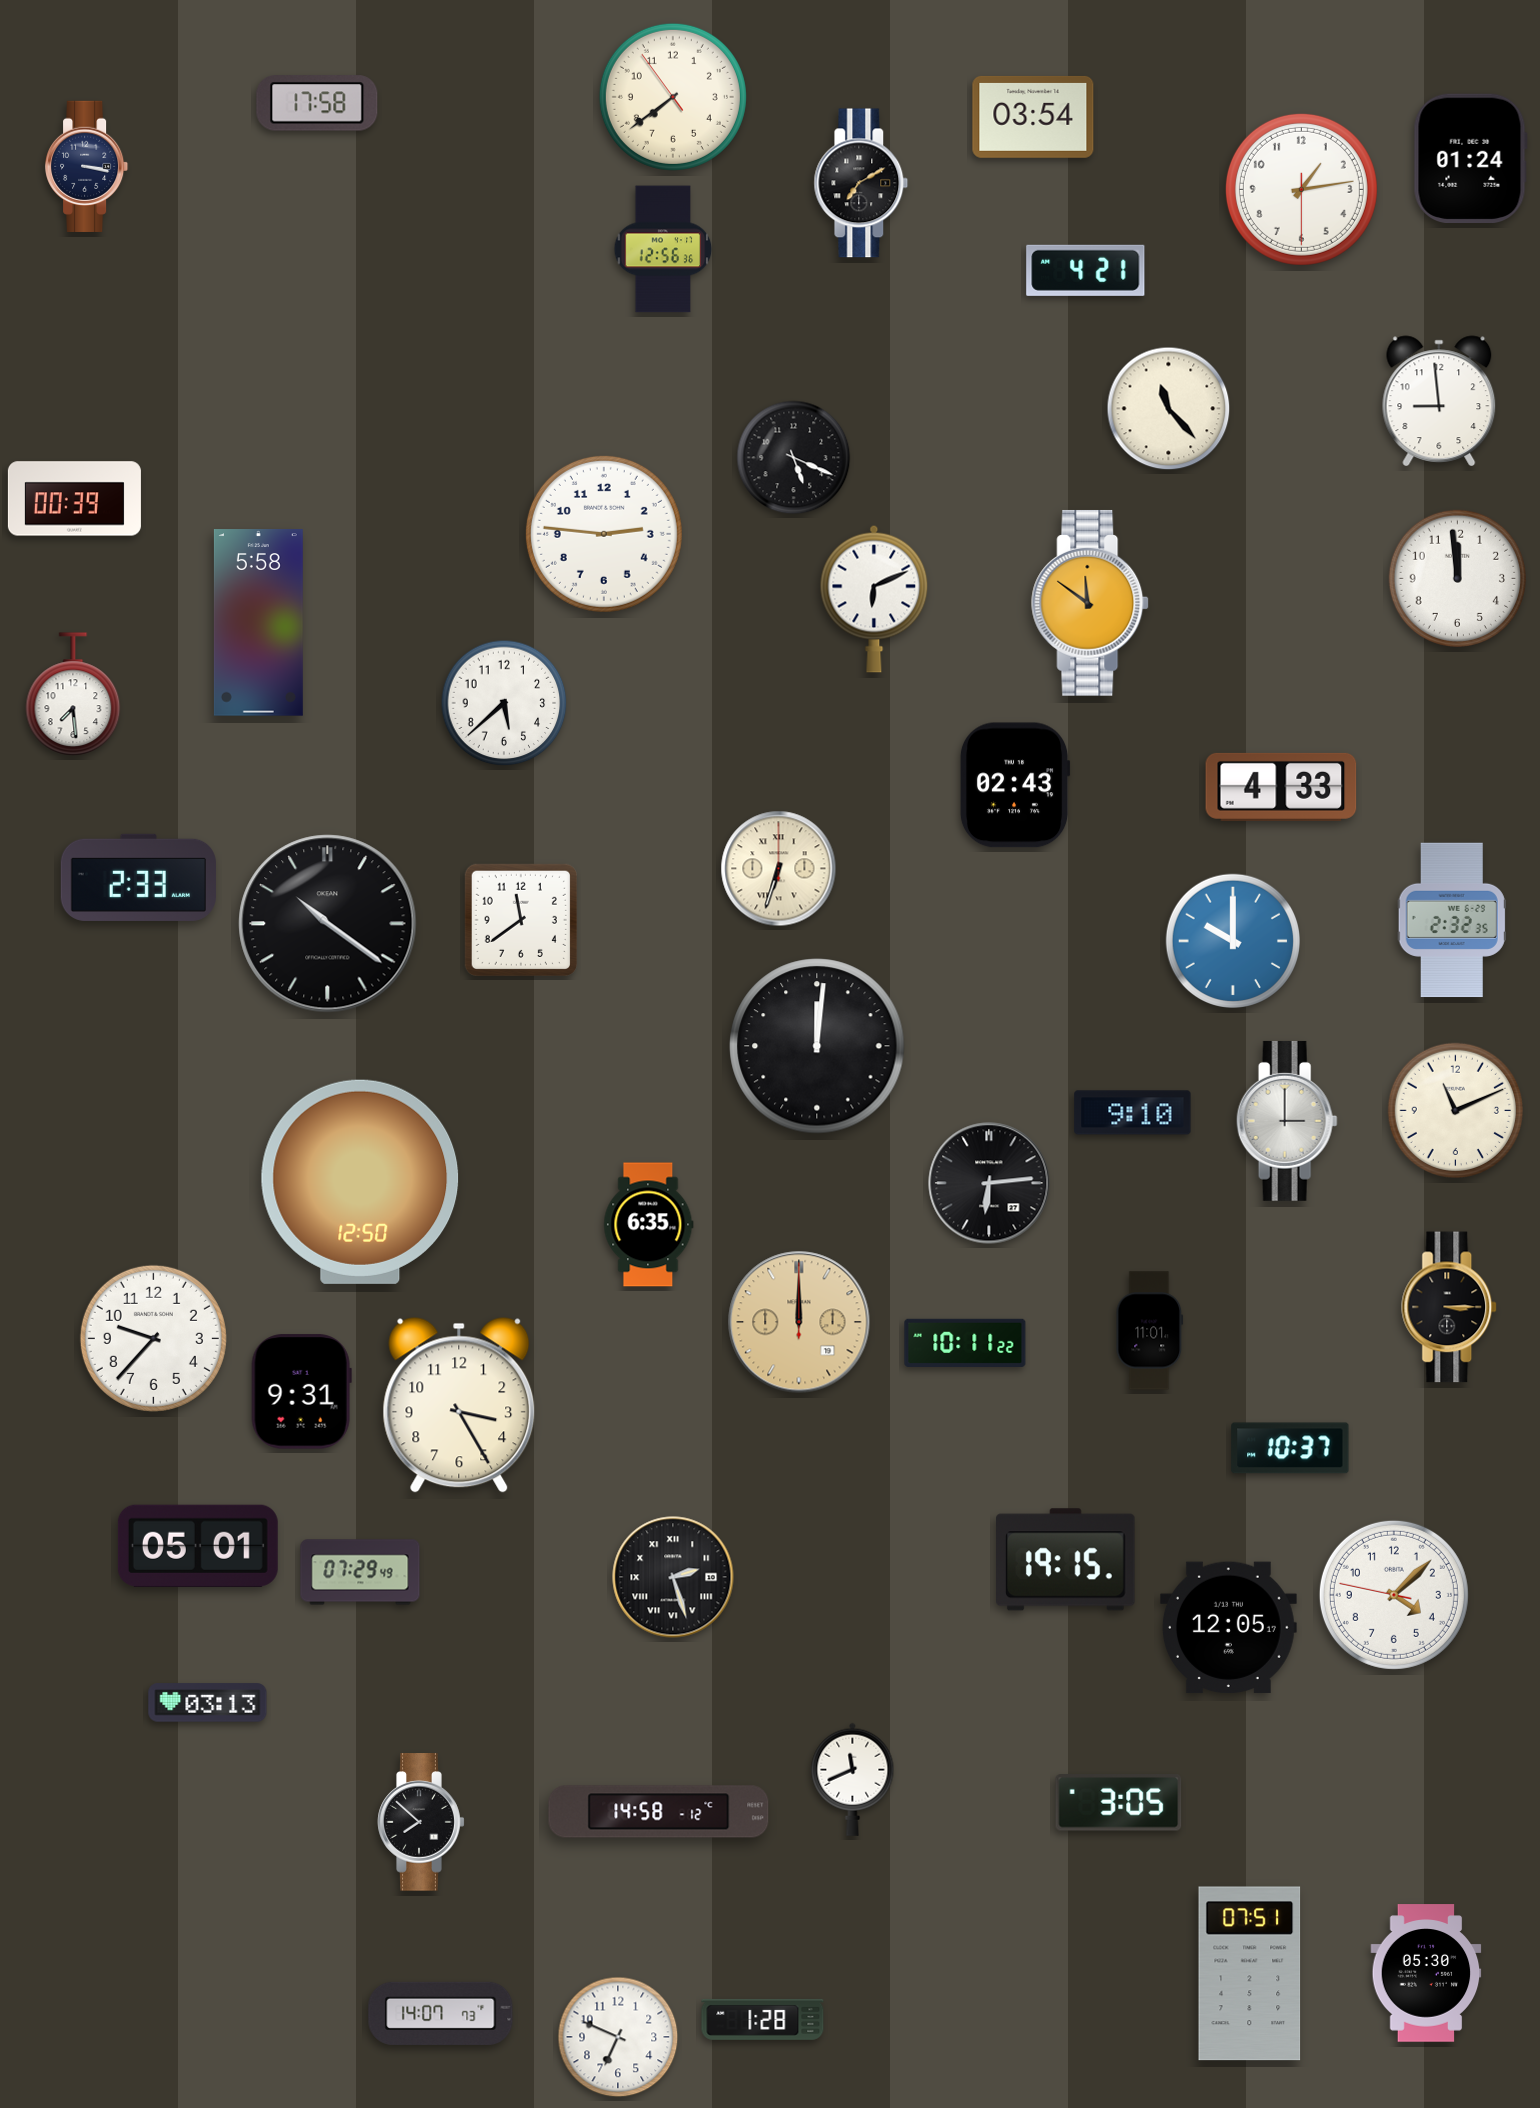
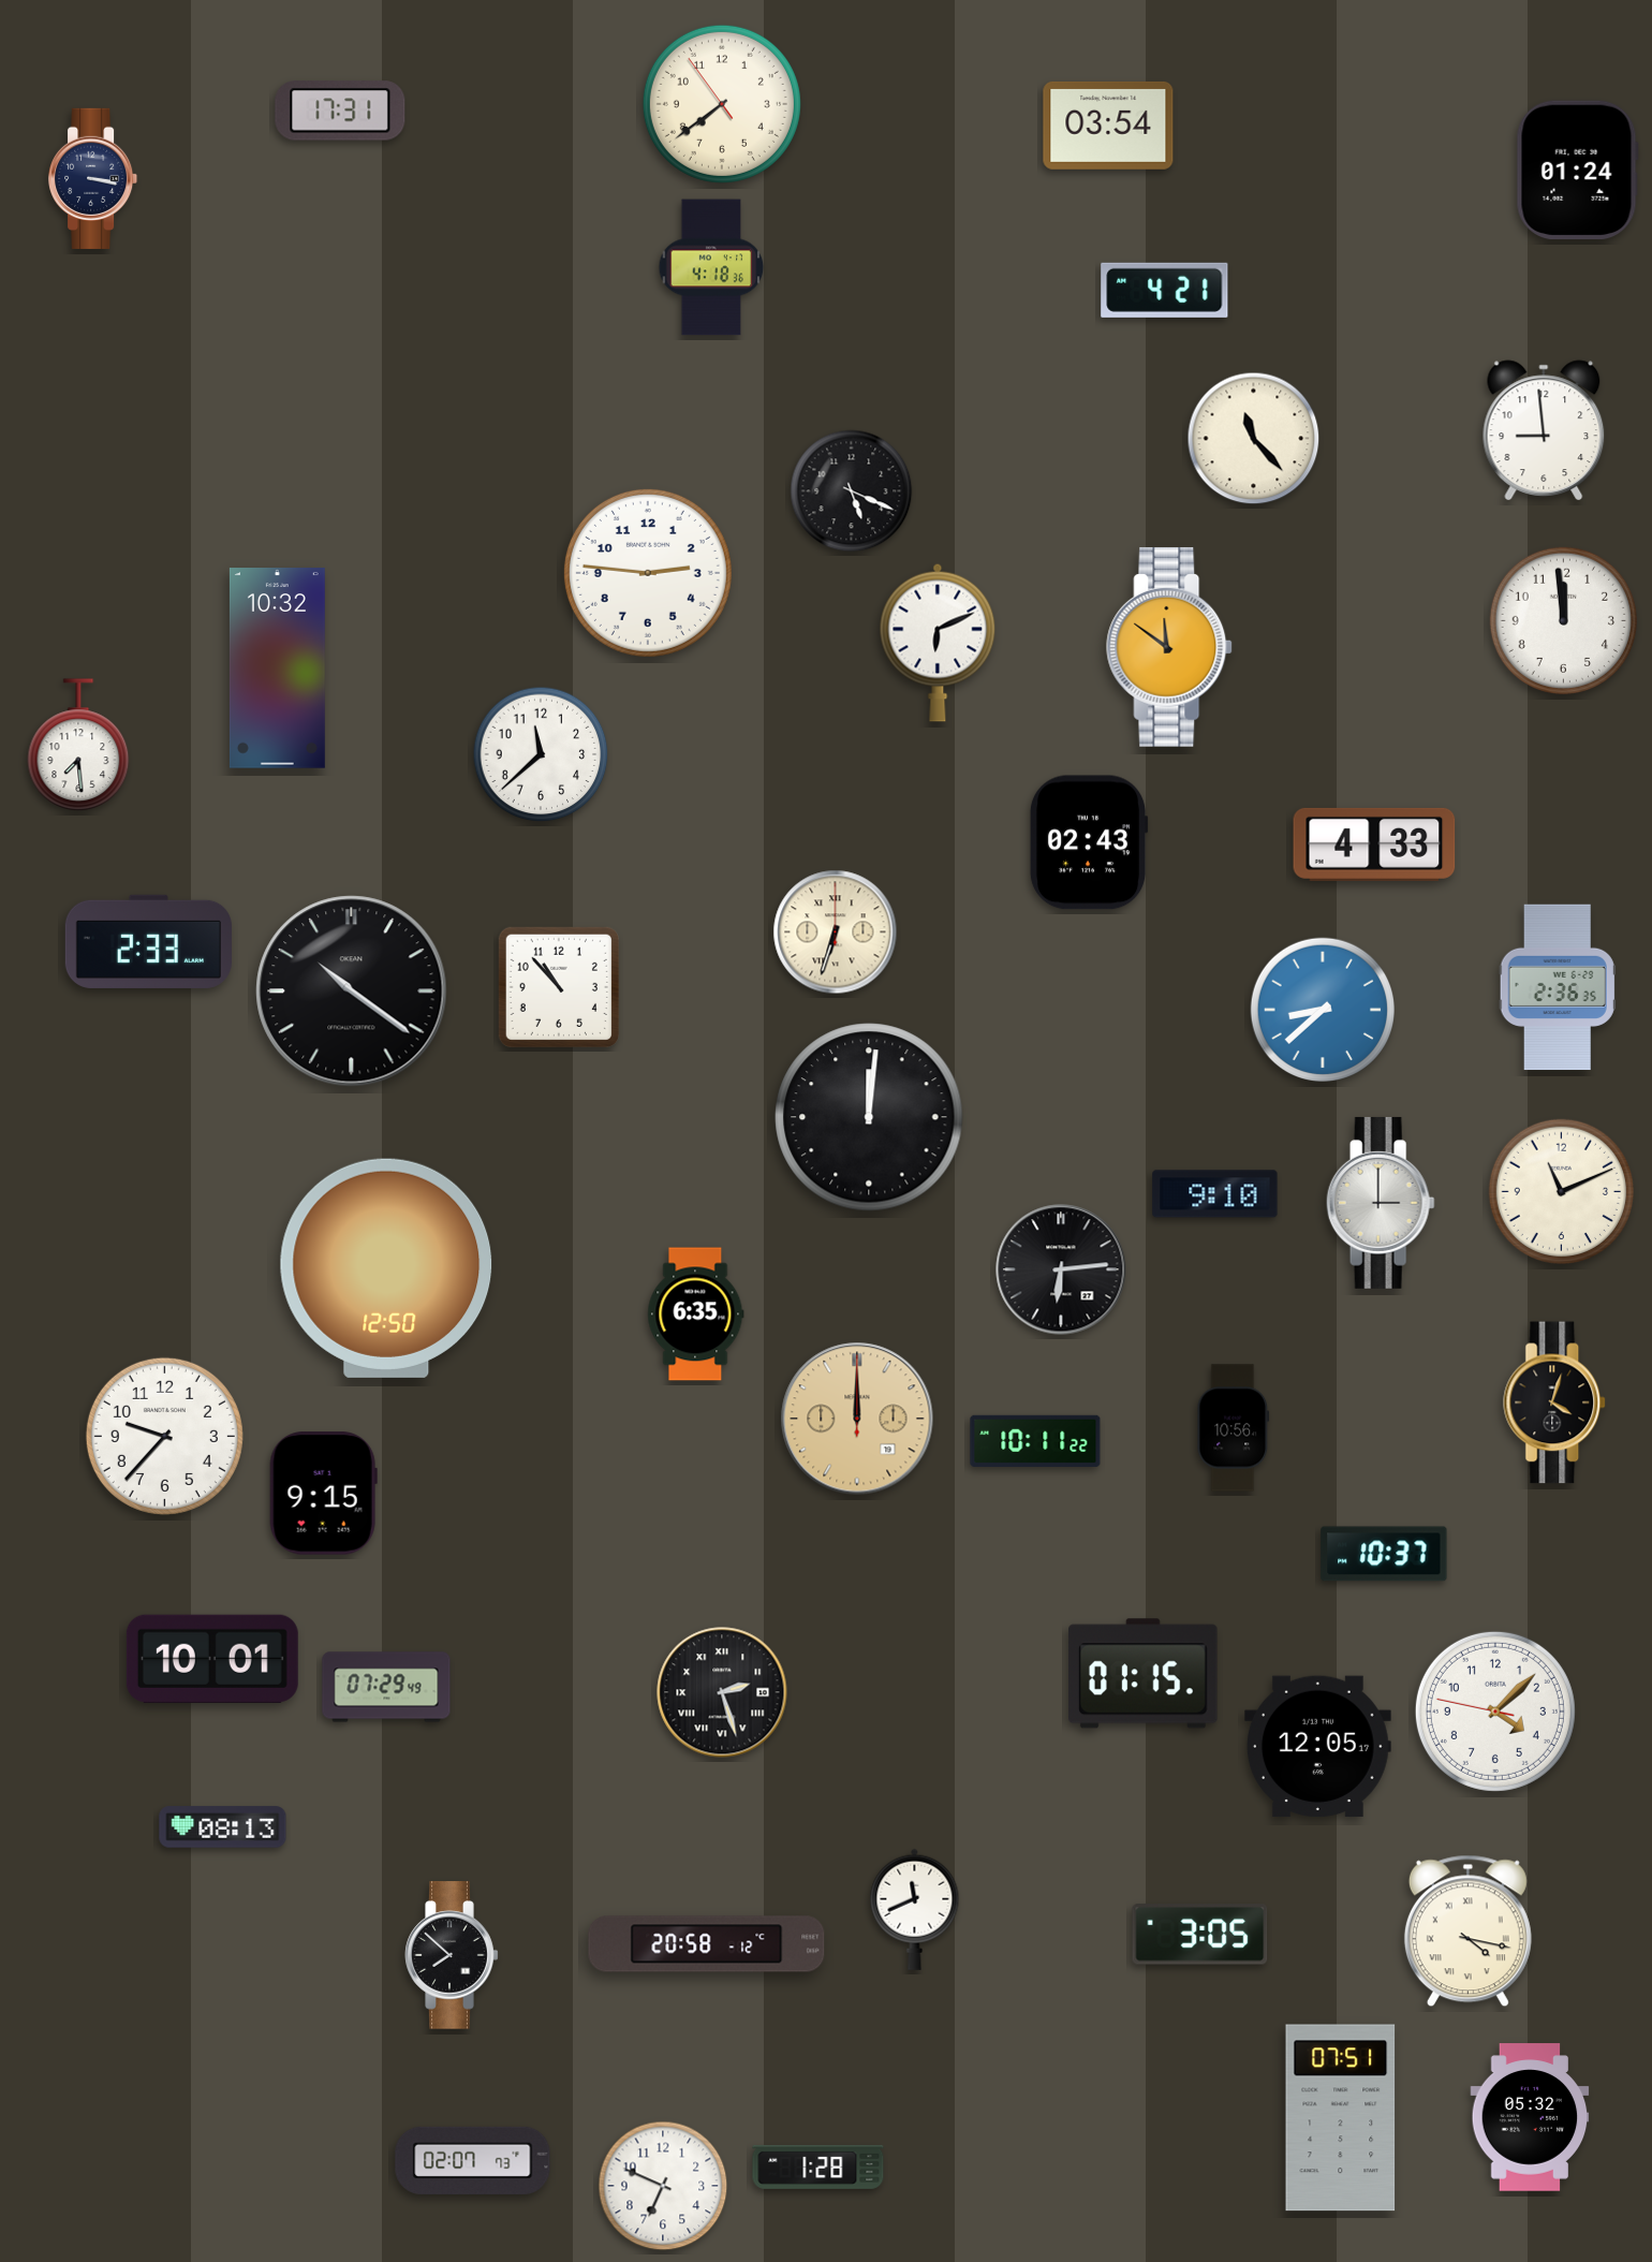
clock at (317, 103): 17:58 -> 17:31
clock at (861, 183): 7:10 -> none
clock at (1301, 189): 1:13 -> none
clock at (663, 249): 12:56 -> 4:18
clock at (74, 499): 00:39 -> none
clock at (258, 623): 5:58 -> 10:32
clock at (504, 703): 5:38 -> 11:38
clock at (521, 920): 11:39 -> 10:53
clock at (1452, 920): 2:32 -> 2:36
clock at (1232, 940): 10:00 -> 8:38
clock at (817, 1046) position: (817, 1046) -> (869, 1117)
clock at (1450, 1307): 3:15 -> 4:03
clock at (1150, 1331): 11:01 -> 10:56
clock at (301, 1392): 9:31 -> 9:15
clock at (459, 1405): 3:25 -> none
clock at (198, 1546): 05:01 -> 10:01
clock at (1066, 1560): 19:15 -> 01:15
clock at (208, 1703): 03:13 -> 08:13
clock at (1467, 1931): none -> 4:17
clock at (659, 1812): 14:58 -> 20:58
clock at (1426, 1973): 05:30 -> 05:32
clock at (441, 2013): 14:07 -> 02:07
